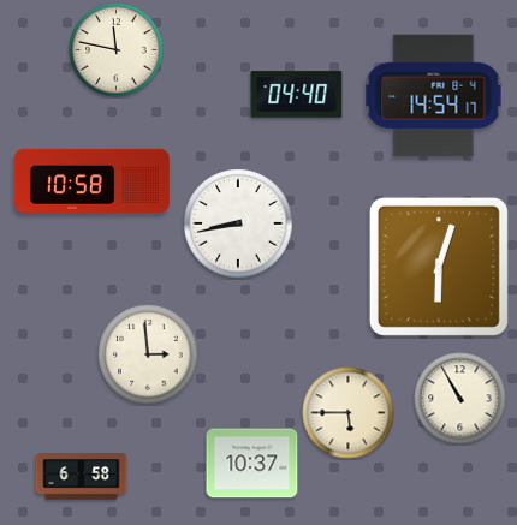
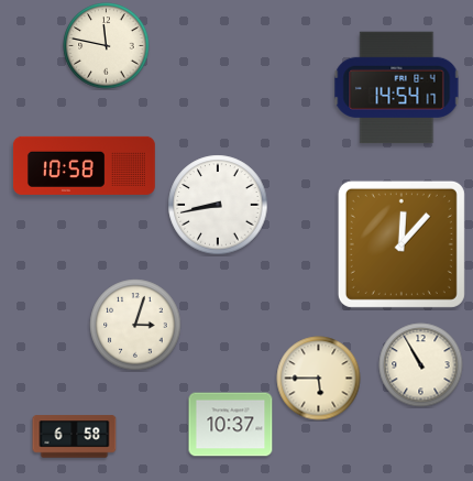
clock at (297, 95): 04:40 -> none
clock at (439, 267): 6:03 -> 12:07
clock at (148, 354): 2:59 -> 3:03
